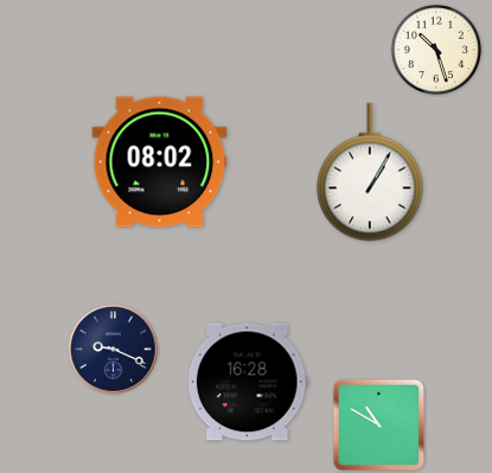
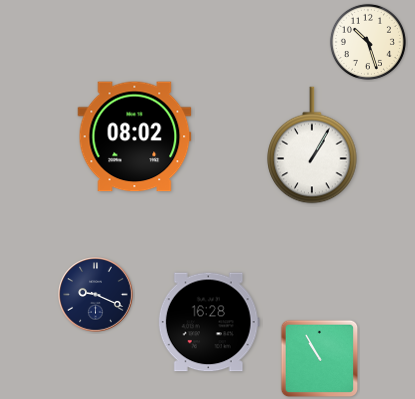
clock at (379, 426): 10:50 -> 10:55
